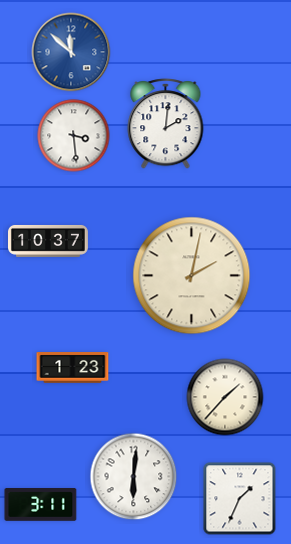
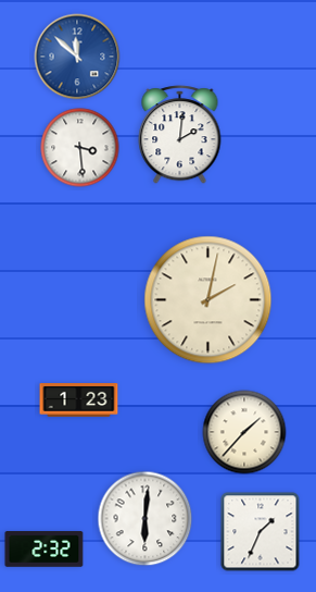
clock at (49, 241): 10:37 -> none
clock at (240, 499) position: (240, 499) -> (261, 532)
clock at (41, 505): 3:11 -> 2:32
